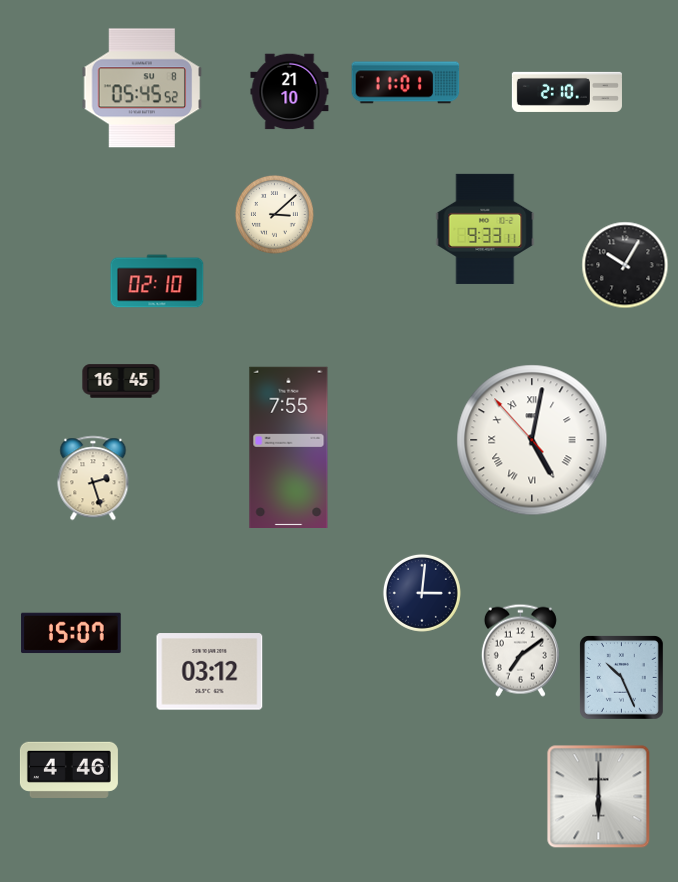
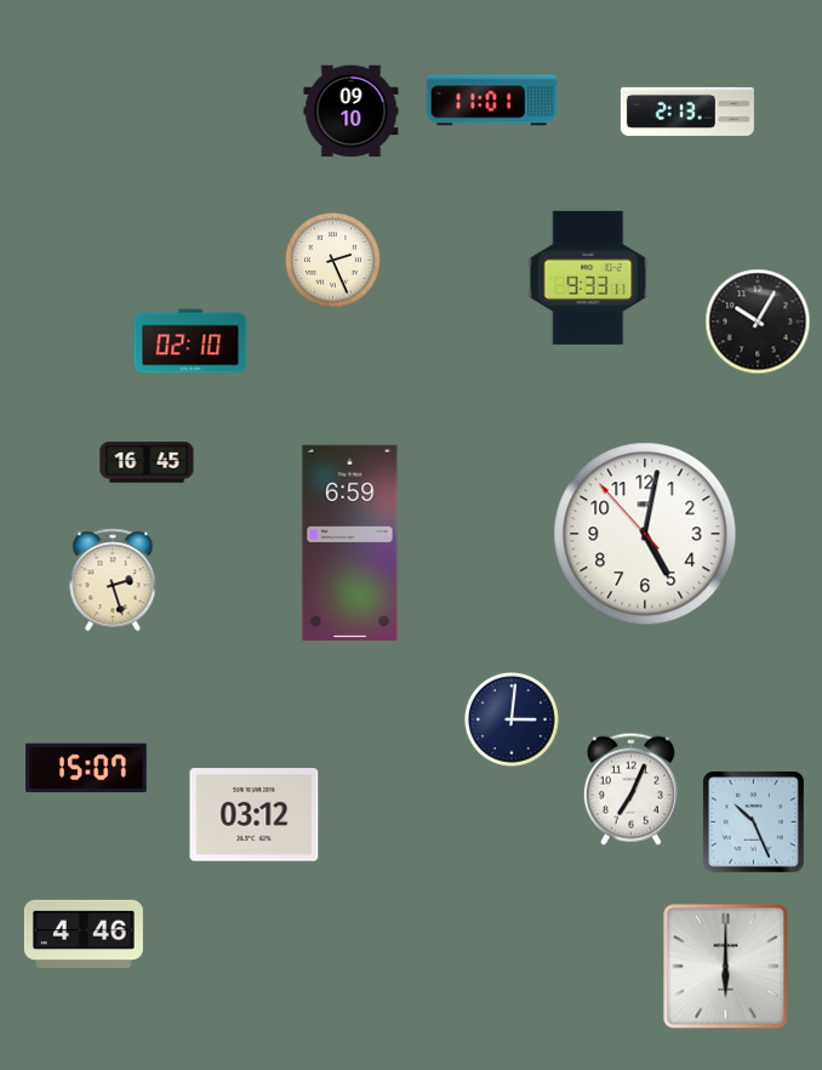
clock at (142, 88): 05:45 -> none
clock at (290, 92): 21:10 -> 09:10
clock at (567, 92): 2:10 -> 2:13
clock at (274, 214): 3:08 -> 2:26
clock at (532, 440) numerals: Roman -> Arabic
clock at (289, 447): 7:55 -> 6:59
clock at (520, 650): 7:09 -> 7:04
